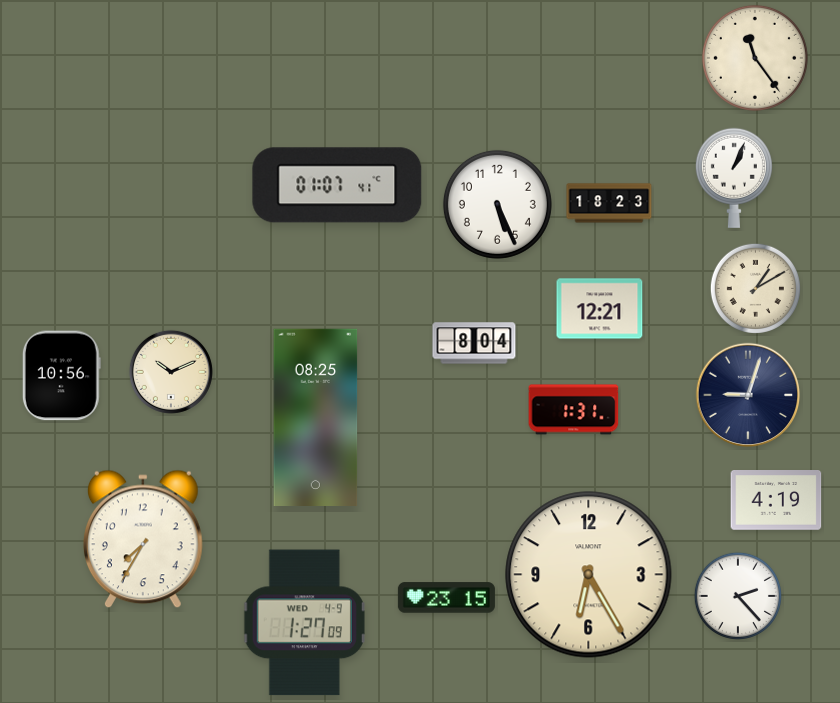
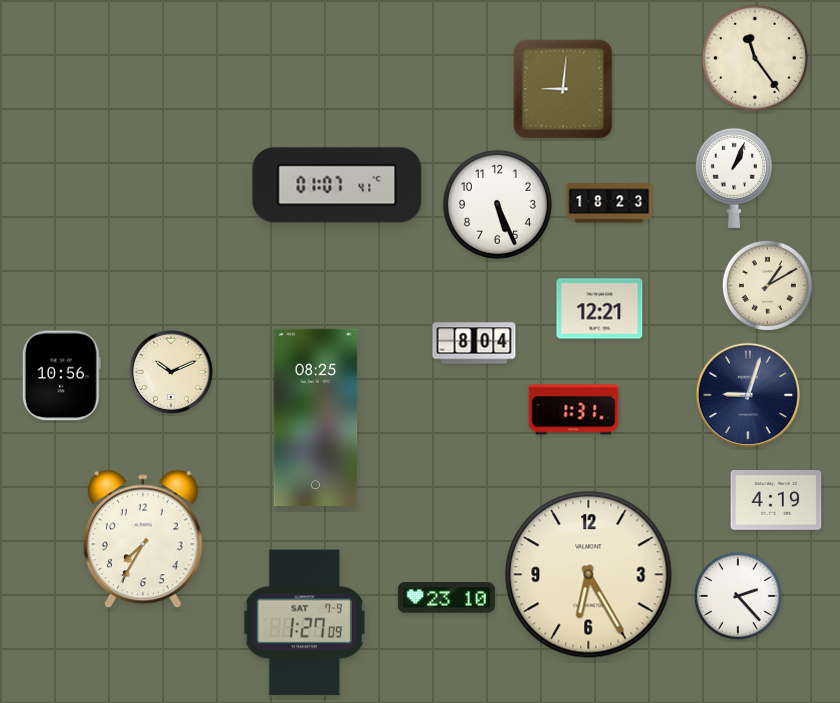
clock at (563, 89): none -> 9:01
clock at (755, 288) position: (755, 288) -> (767, 285)
clock at (446, 598): 23:15 -> 23:10
clock at (304, 623) date: WED 4-9 -> SAT 7-9
